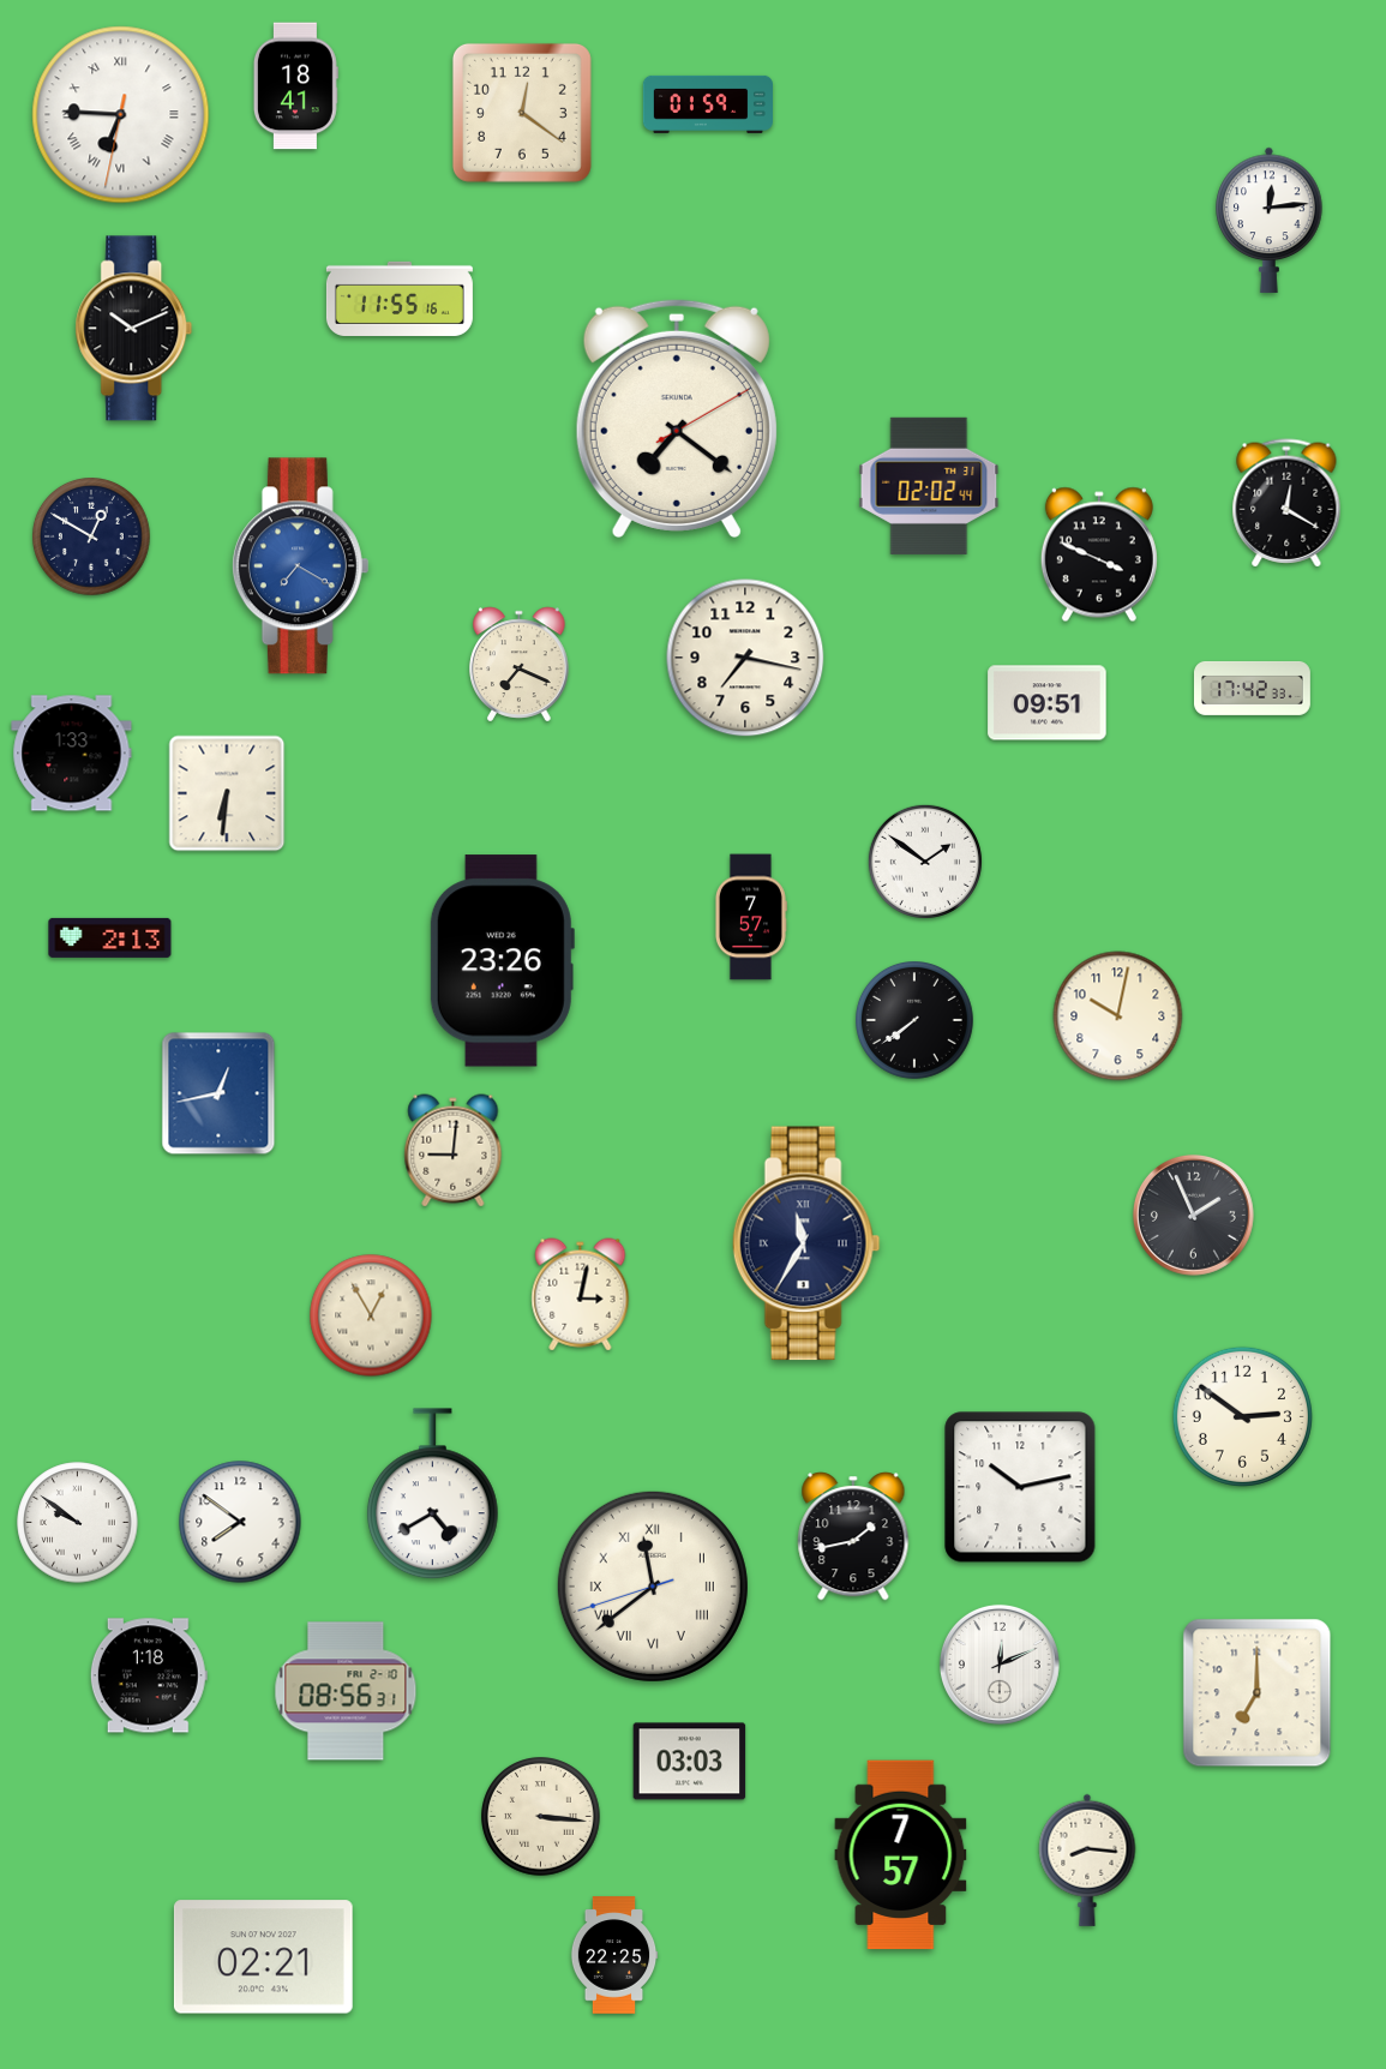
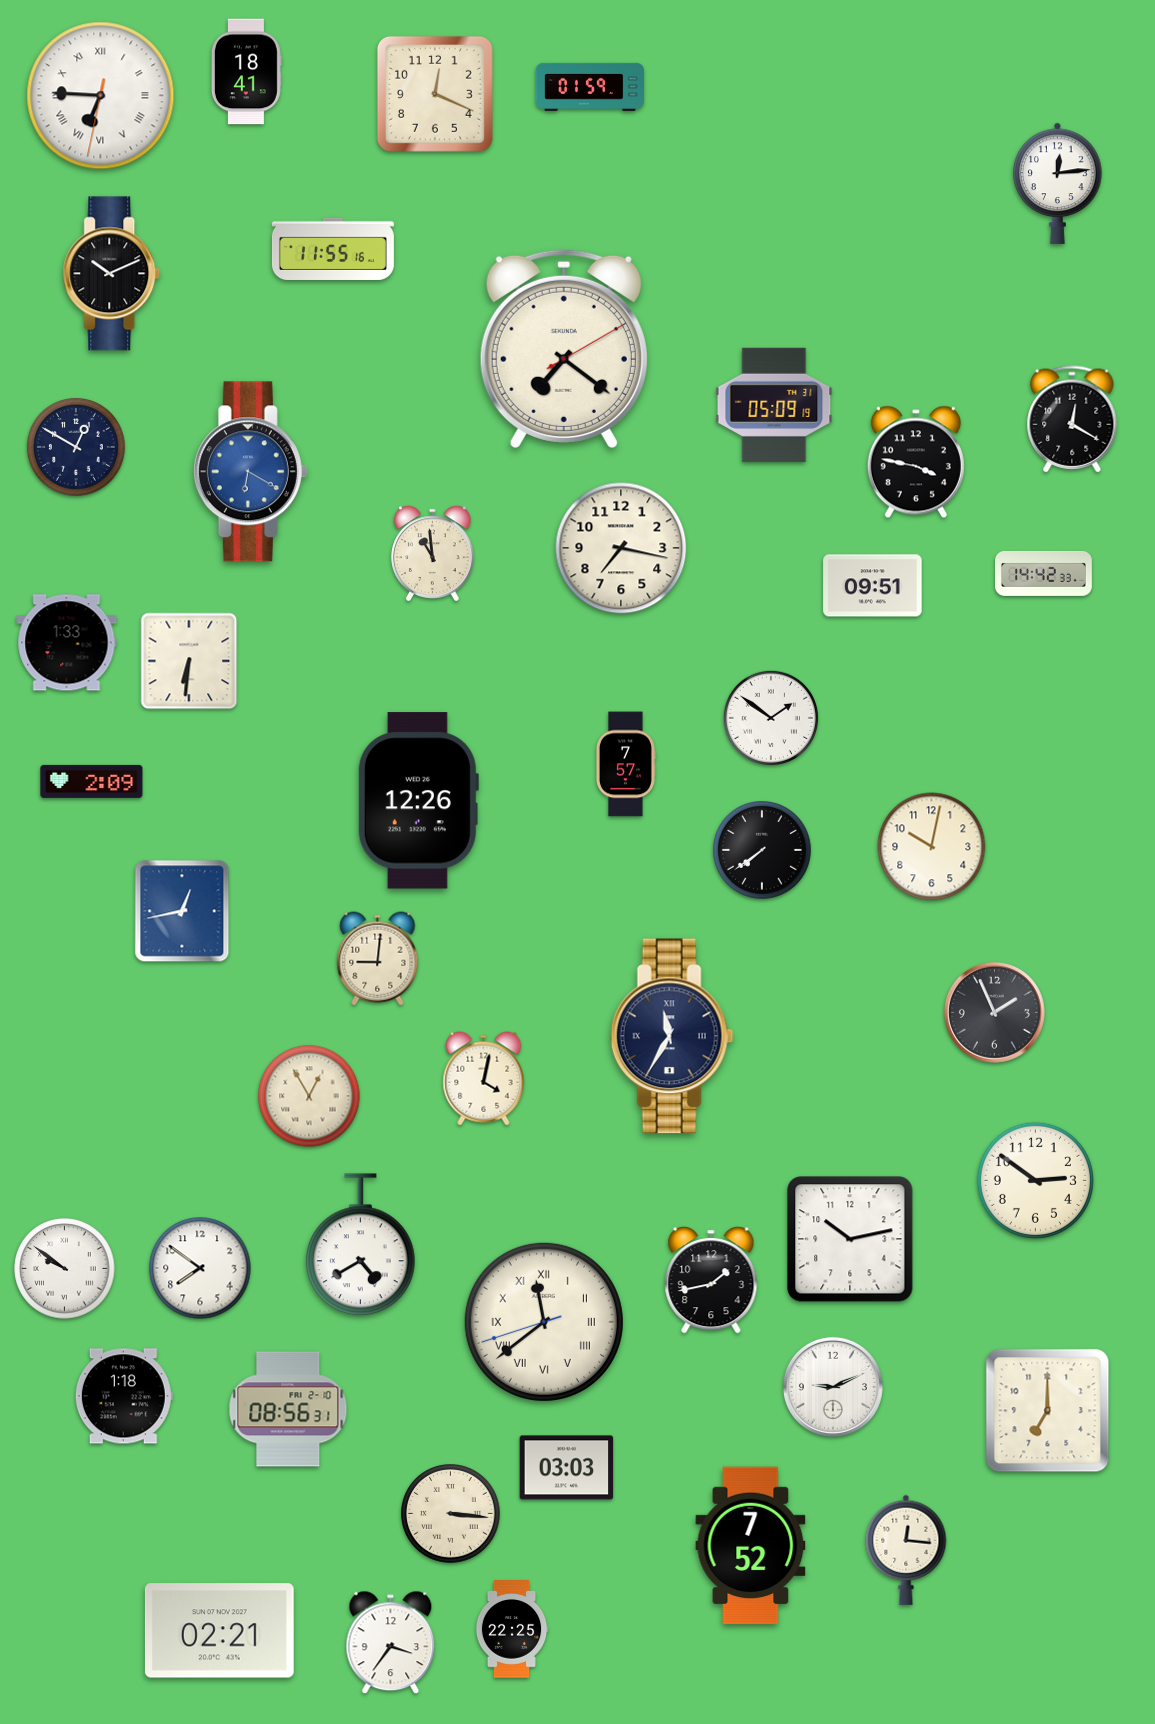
clock at (522, 113): 12:21 -> 12:19
clock at (929, 486): 02:02 -> 05:09
clock at (1099, 554): 3:49 -> 3:47
clock at (300, 566): 7:20 -> 6:20
clock at (520, 665): 7:19 -> 10:59
clock at (1253, 688): 17:42 -> 14:42
clock at (72, 754) position: (72, 754) -> (67, 643)
clock at (110, 937): 2:13 -> 2:09
clock at (502, 961): 23:26 -> 12:26
clock at (581, 1295): 3:02 -> 4:02
clock at (1000, 1665): 12:11 -> 9:11
clock at (690, 1762) position: (690, 1762) -> (567, 1468)
clock at (901, 1855): 7:57 -> 7:52
clock at (1087, 1860): 8:16 -> 12:16
clock at (391, 1643): none -> 3:36
